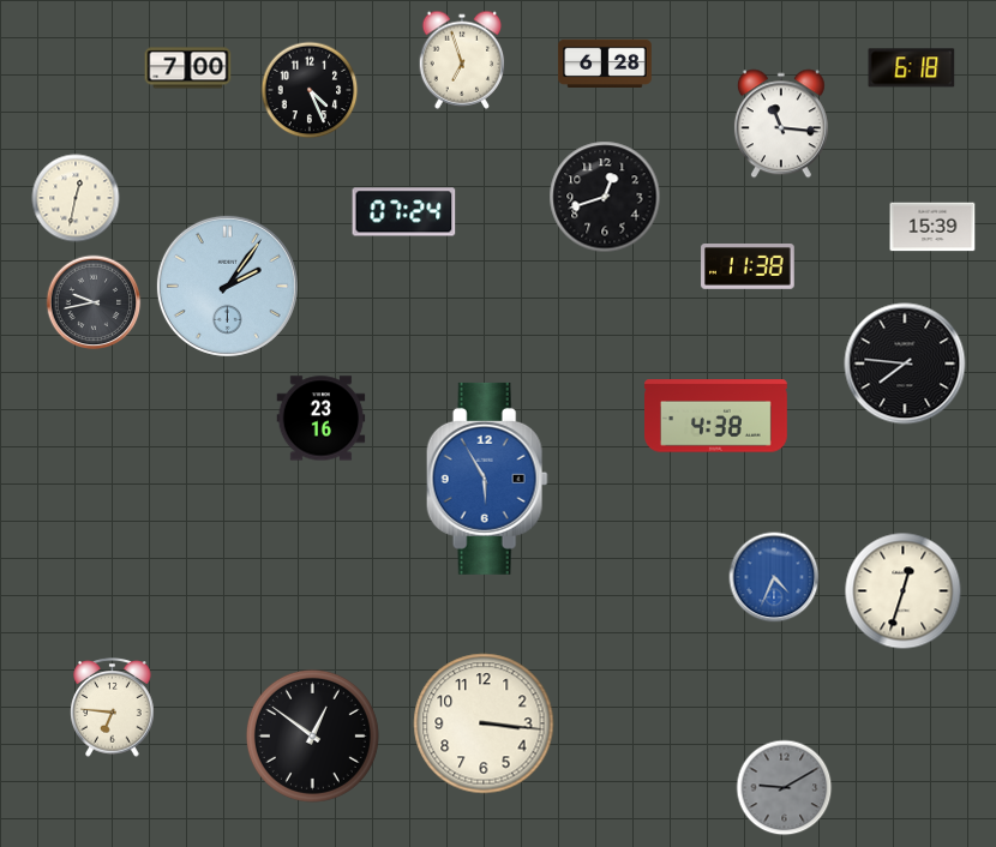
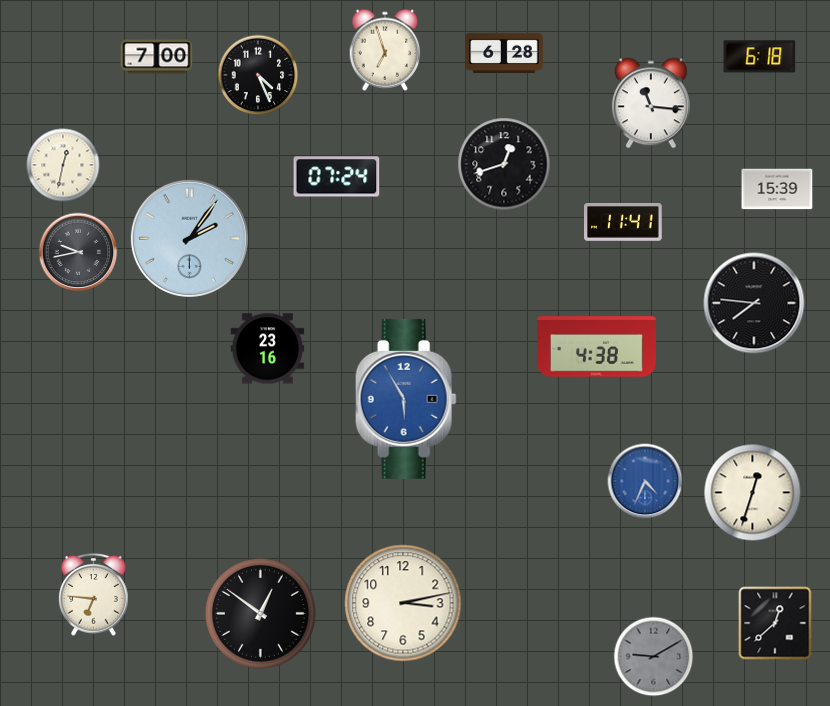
clock at (748, 268): 11:38 -> 11:41
clock at (113, 708) position: (113, 708) -> (94, 595)
clock at (484, 723): 3:16 -> 3:13
clock at (775, 623): none -> 12:38
